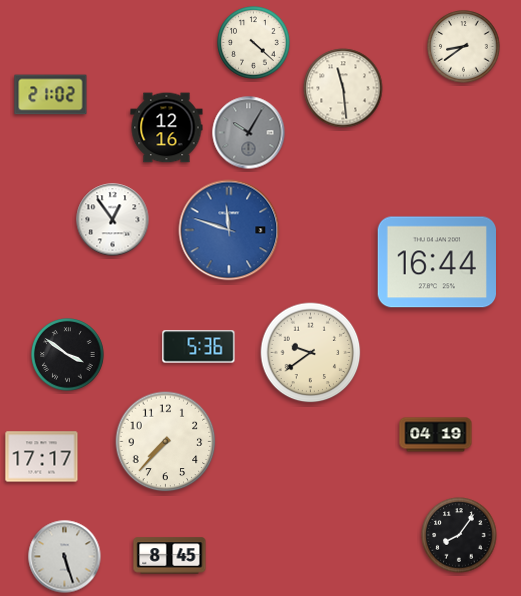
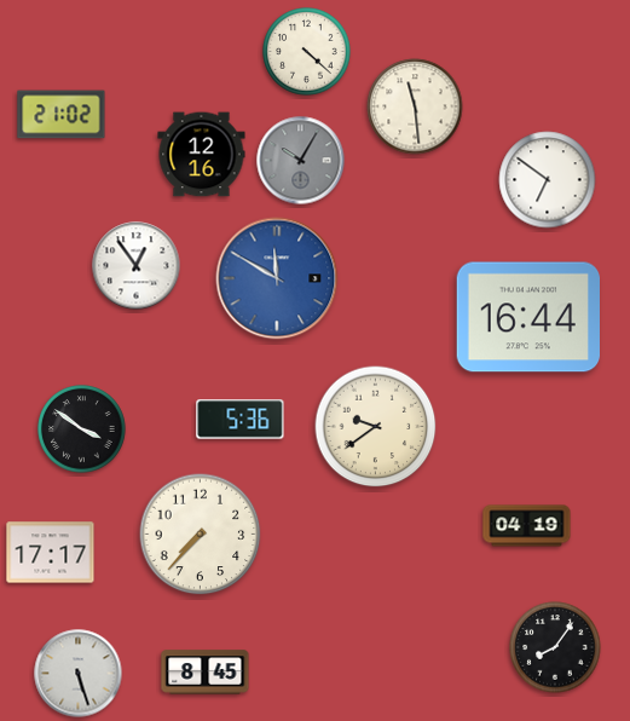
clock at (464, 47): 8:39 -> none
clock at (548, 180): none -> 6:51
clock at (229, 230): 11:48 -> 11:50
